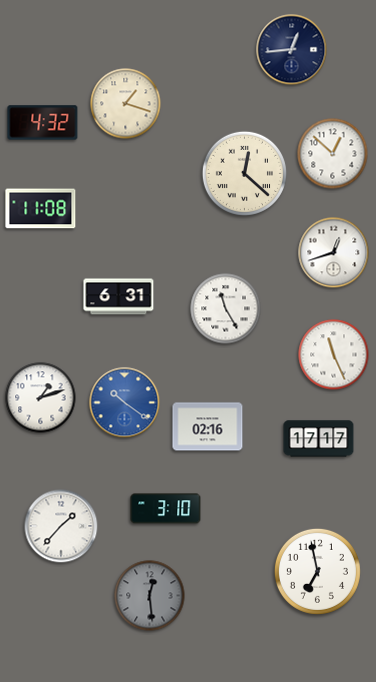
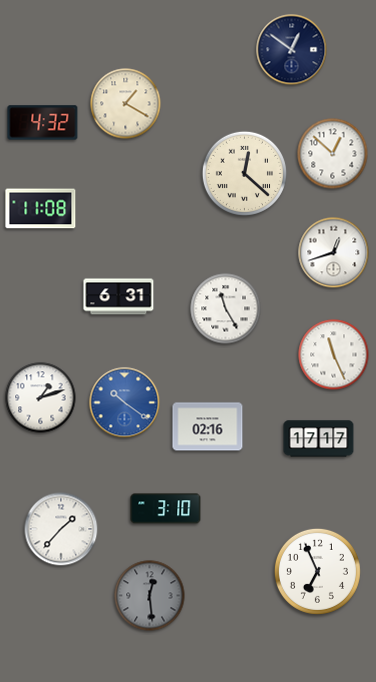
clock at (292, 50): 12:44 -> 12:51
clock at (126, 104): 1:18 -> 1:20
clock at (61, 526) position: (61, 526) -> (61, 529)
clock at (317, 571): 6:58 -> 6:56
